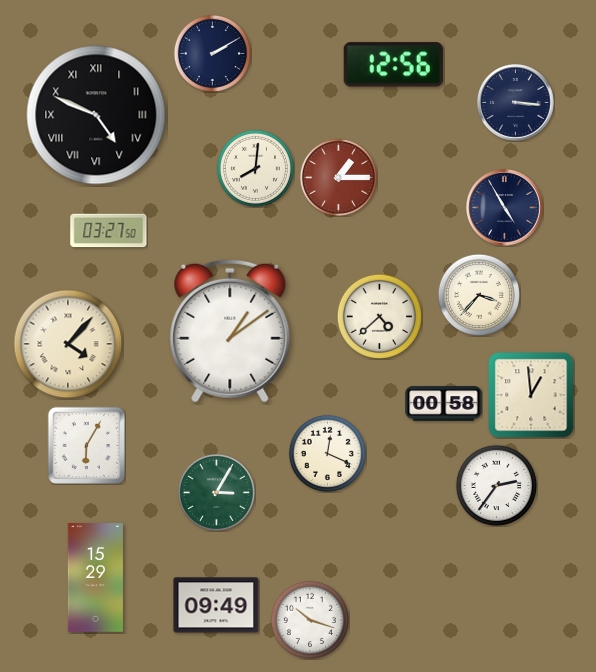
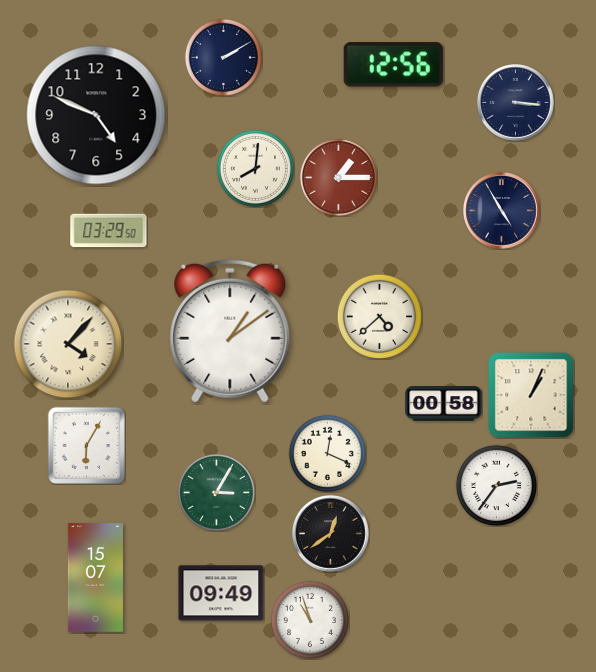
clock at (212, 53) position: (212, 53) -> (223, 57)
clock at (96, 115) numerals: Roman -> Arabic
clock at (505, 208) position: (505, 208) -> (502, 211)
clock at (109, 231): 03:27 -> 03:29
clock at (479, 295): 3:37 -> none
clock at (531, 395): 12:59 -> 1:04
clock at (331, 534): none -> 12:39
clock at (95, 578): 15:29 -> 15:07
clock at (216, 605) position: (216, 605) -> (221, 593)
clock at (310, 620): 10:18 -> 10:57
